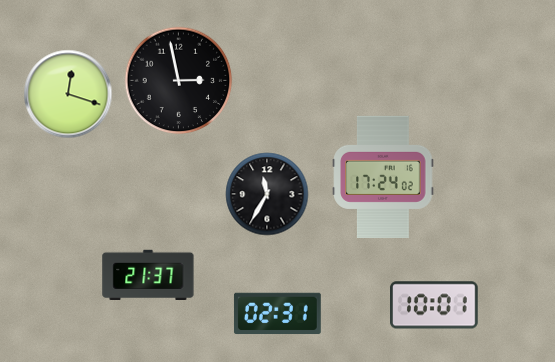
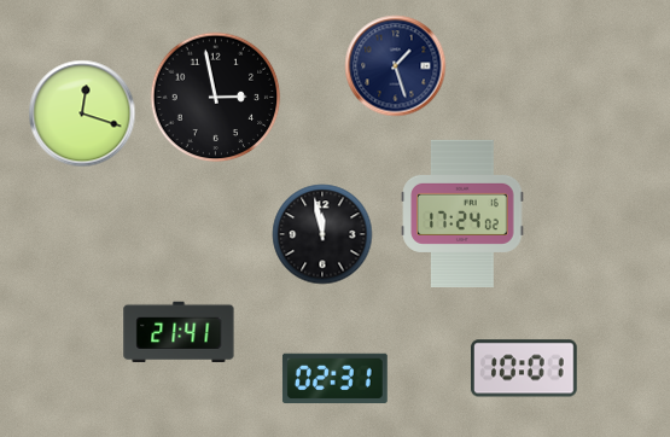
clock at (396, 66): none -> 1:27
clock at (267, 194): 11:35 -> 11:58
clock at (148, 275): 21:37 -> 21:41
